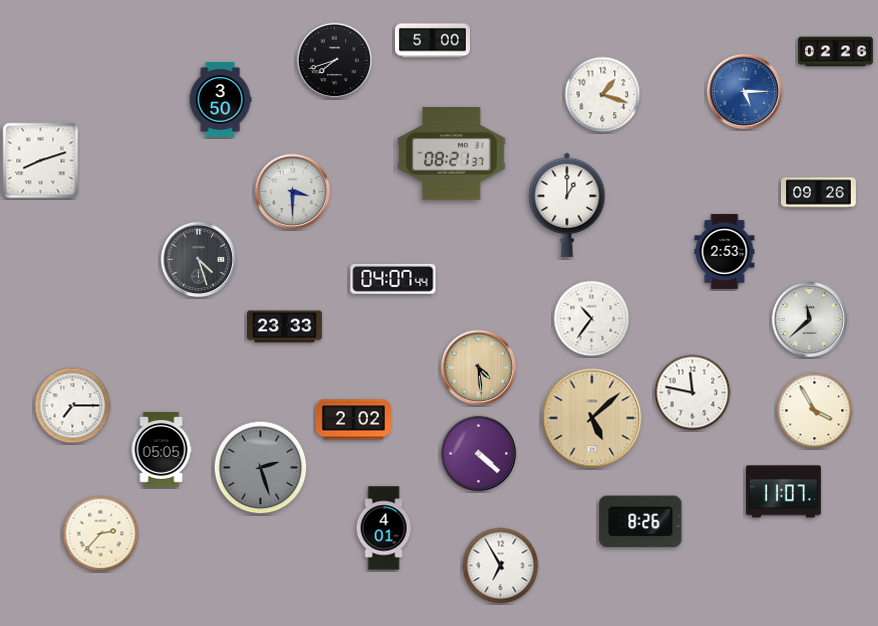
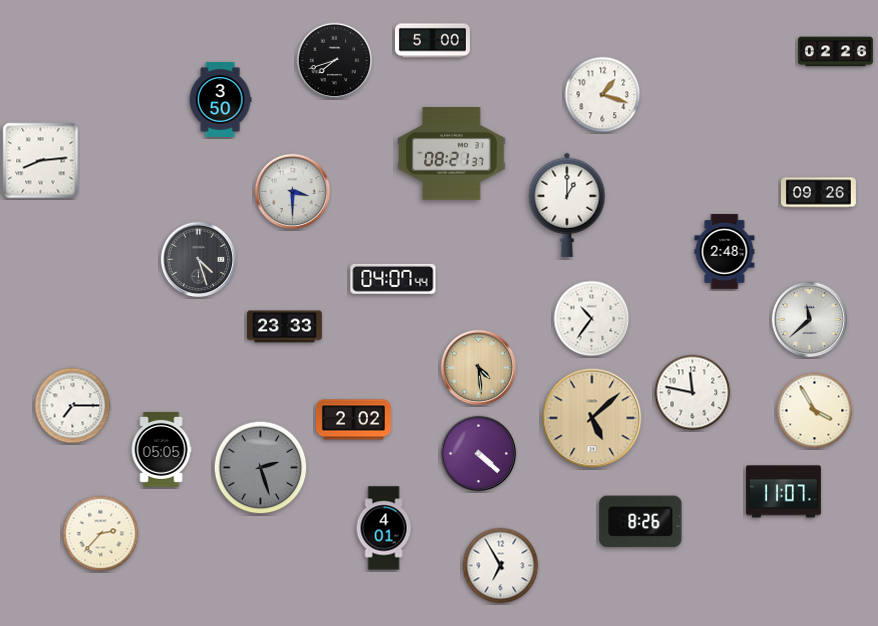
clock at (745, 92): 5:15 -> none
clock at (41, 161): 8:12 -> 8:14
clock at (725, 251): 2:53 -> 2:48
